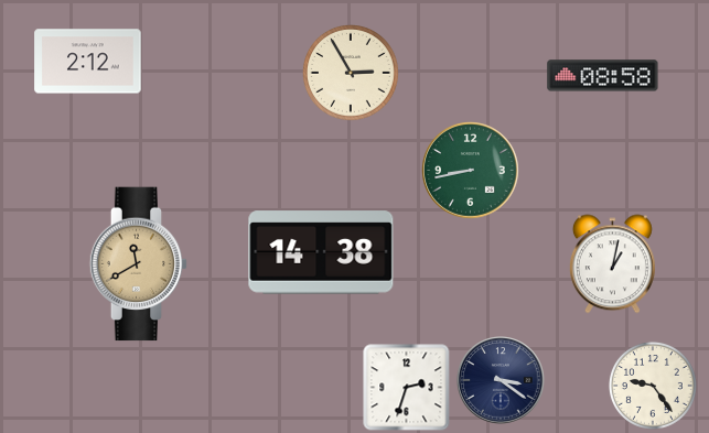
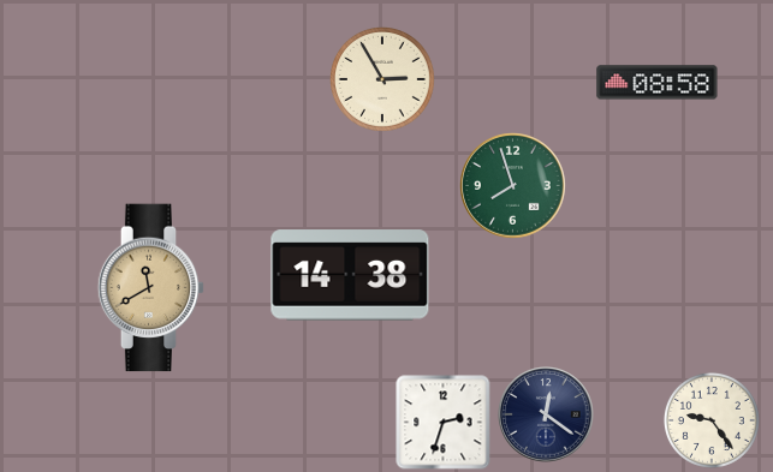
clock at (88, 62): 2:12 -> none
clock at (471, 171): 8:43 -> 7:57
clock at (612, 264): 1:02 -> none
clock at (501, 380): 3:21 -> 12:21
